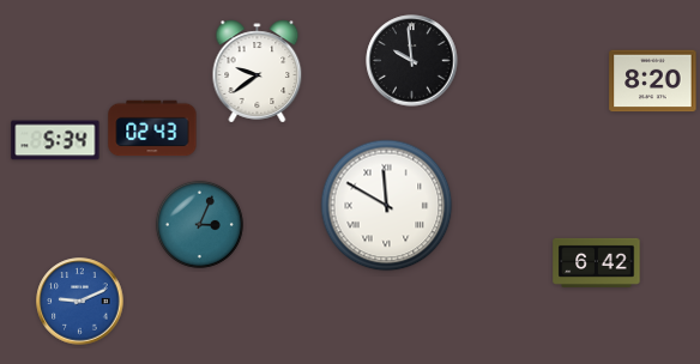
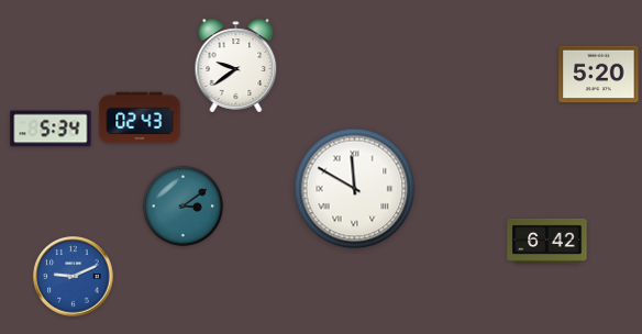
clock at (412, 61): 9:59 -> none
clock at (653, 81): 8:20 -> 5:20
clock at (199, 224): 3:04 -> 3:09
